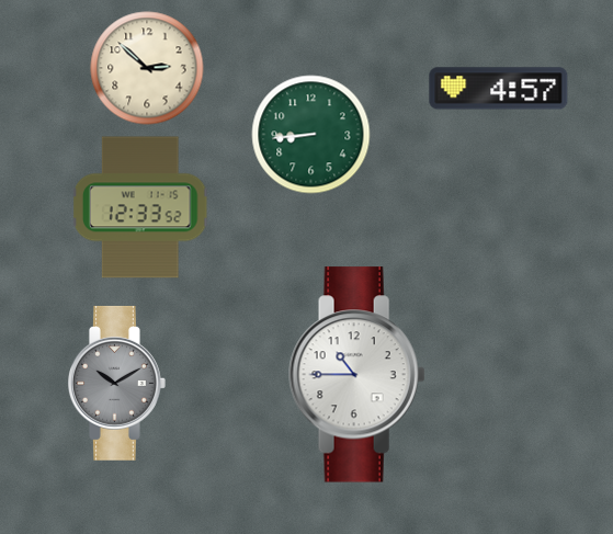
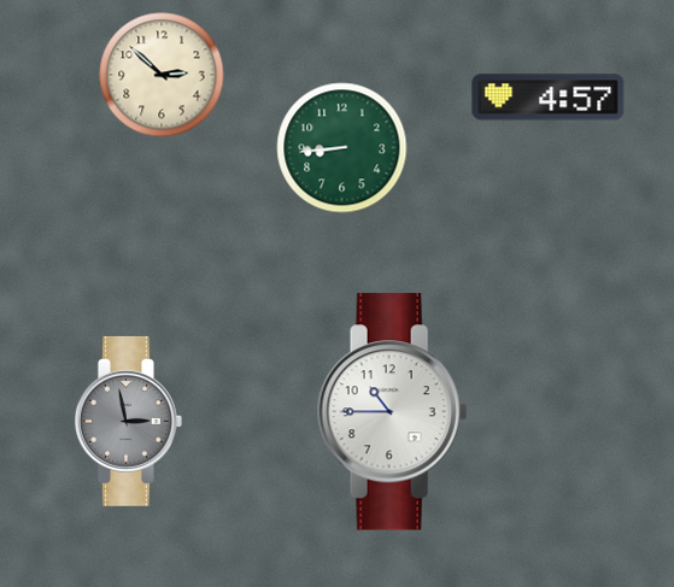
clock at (140, 207): 12:33 -> none
clock at (117, 383): 10:10 -> 2:58
